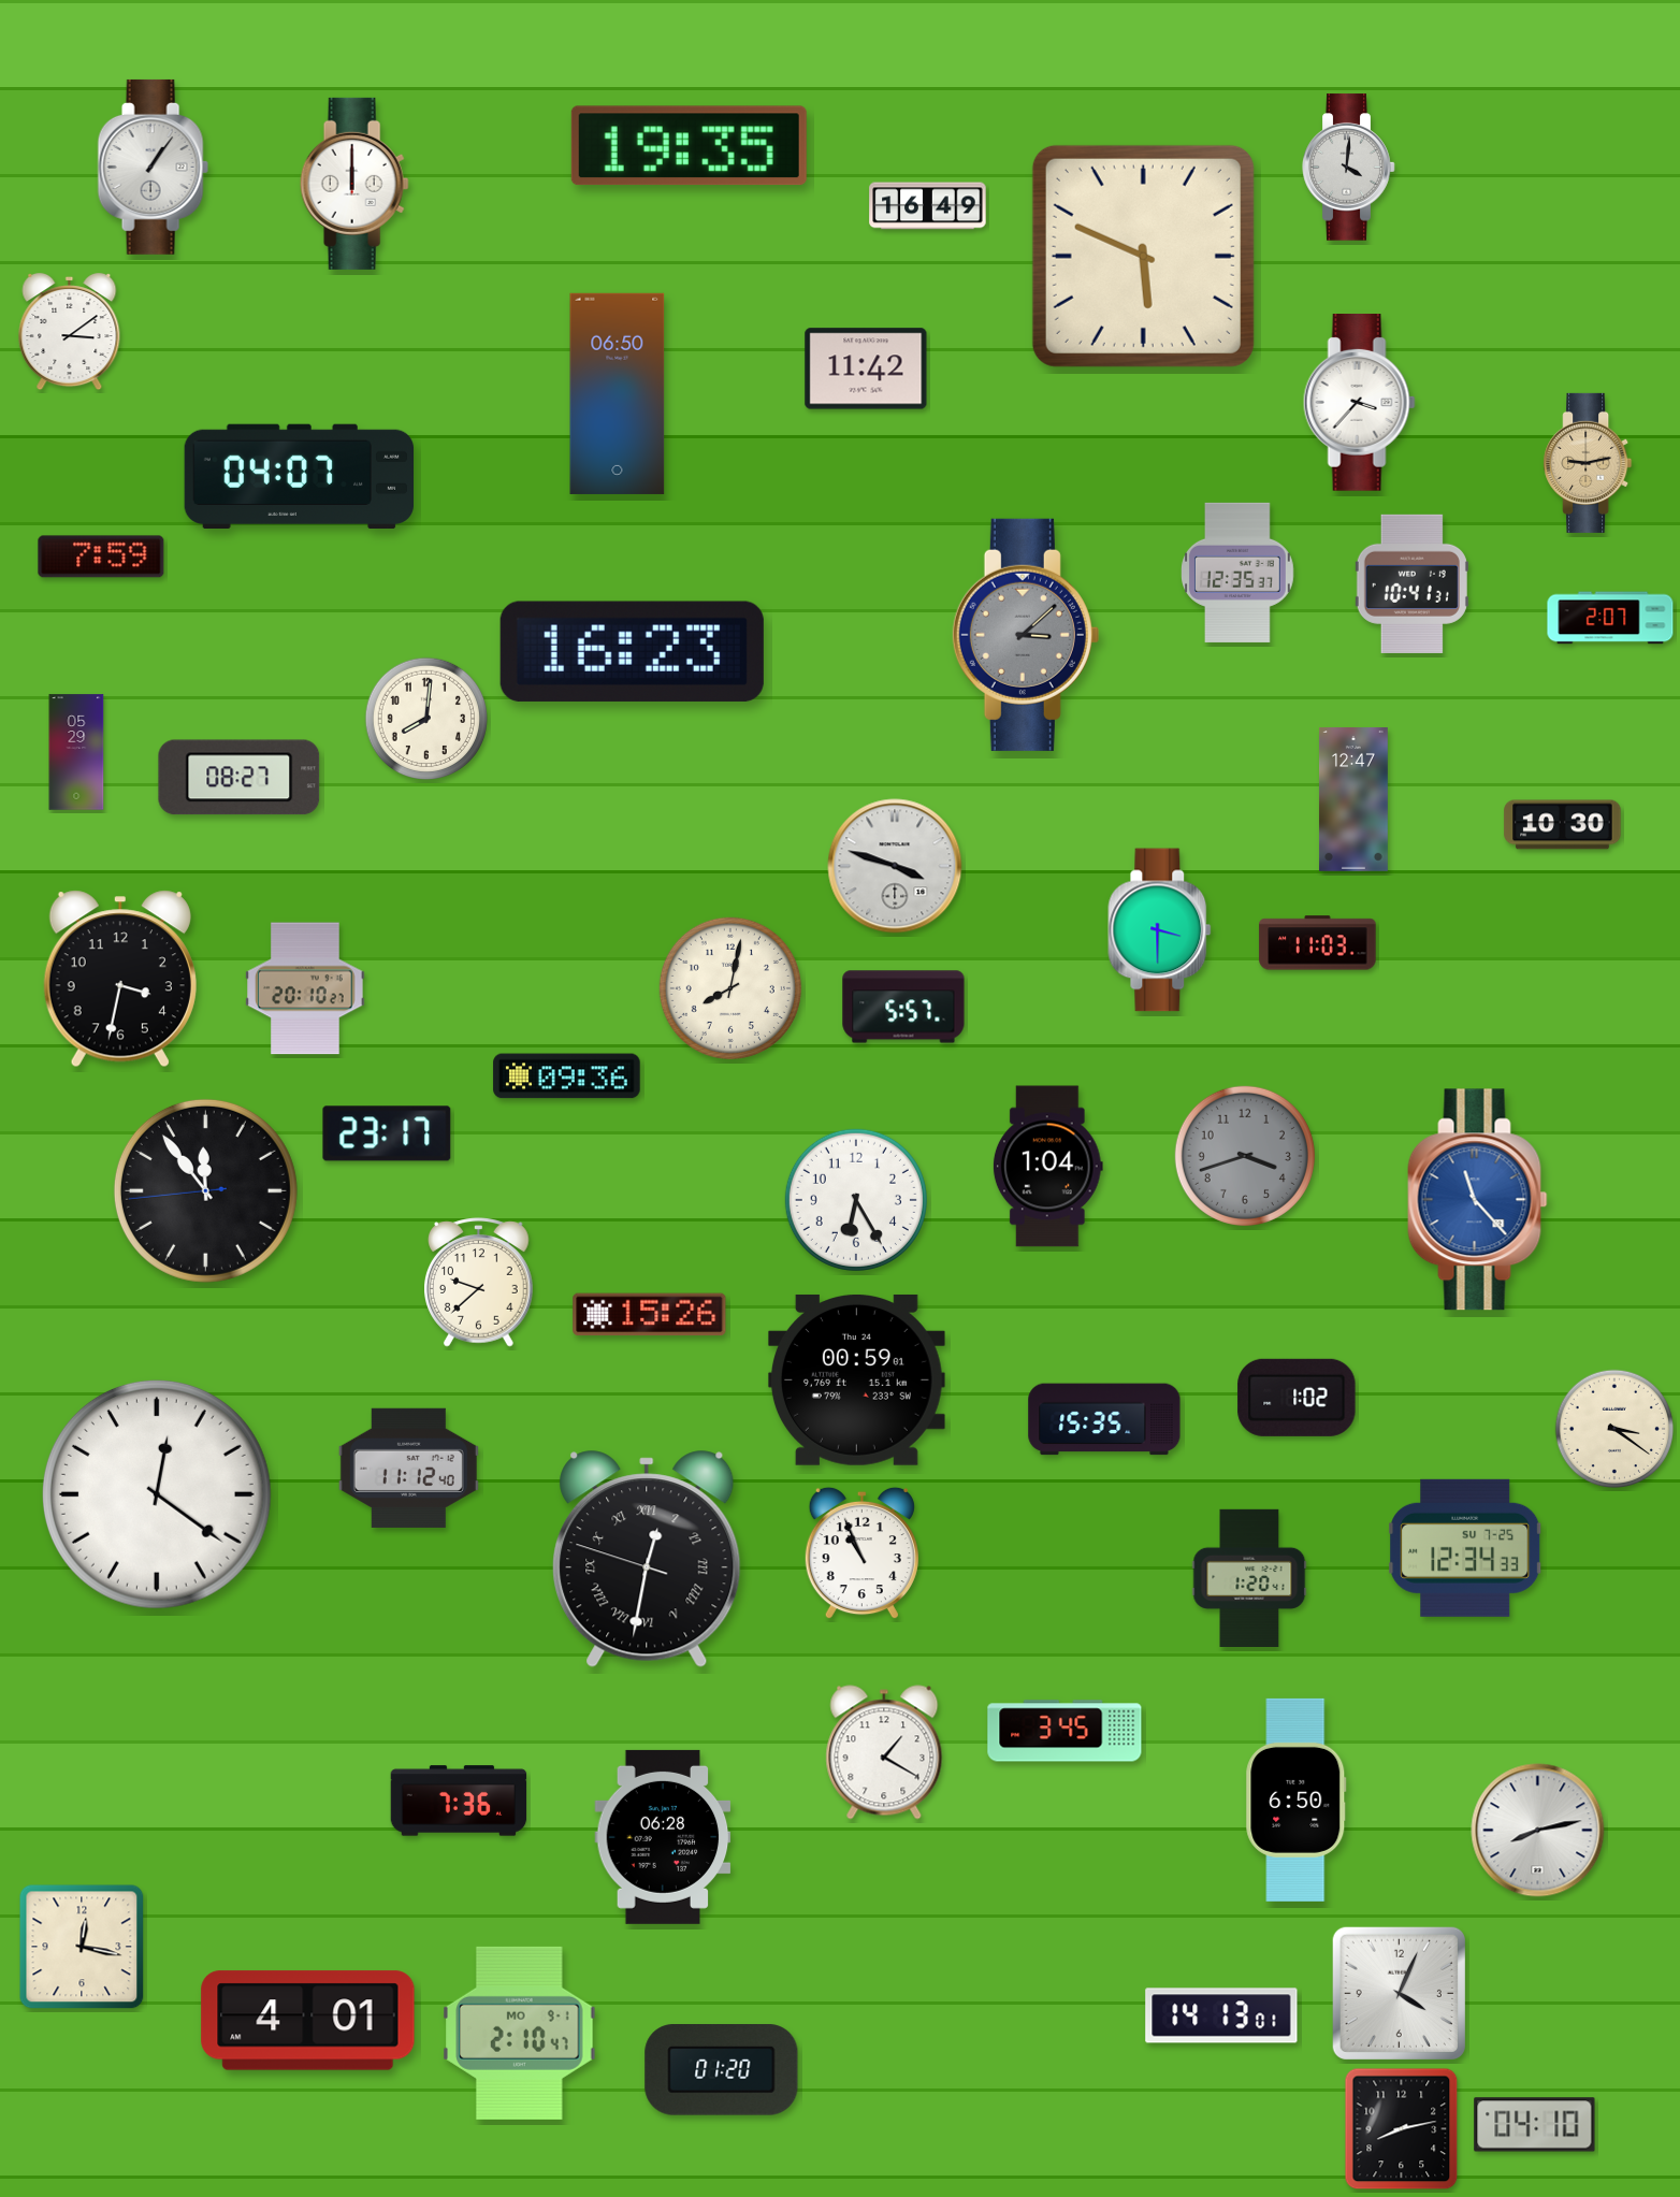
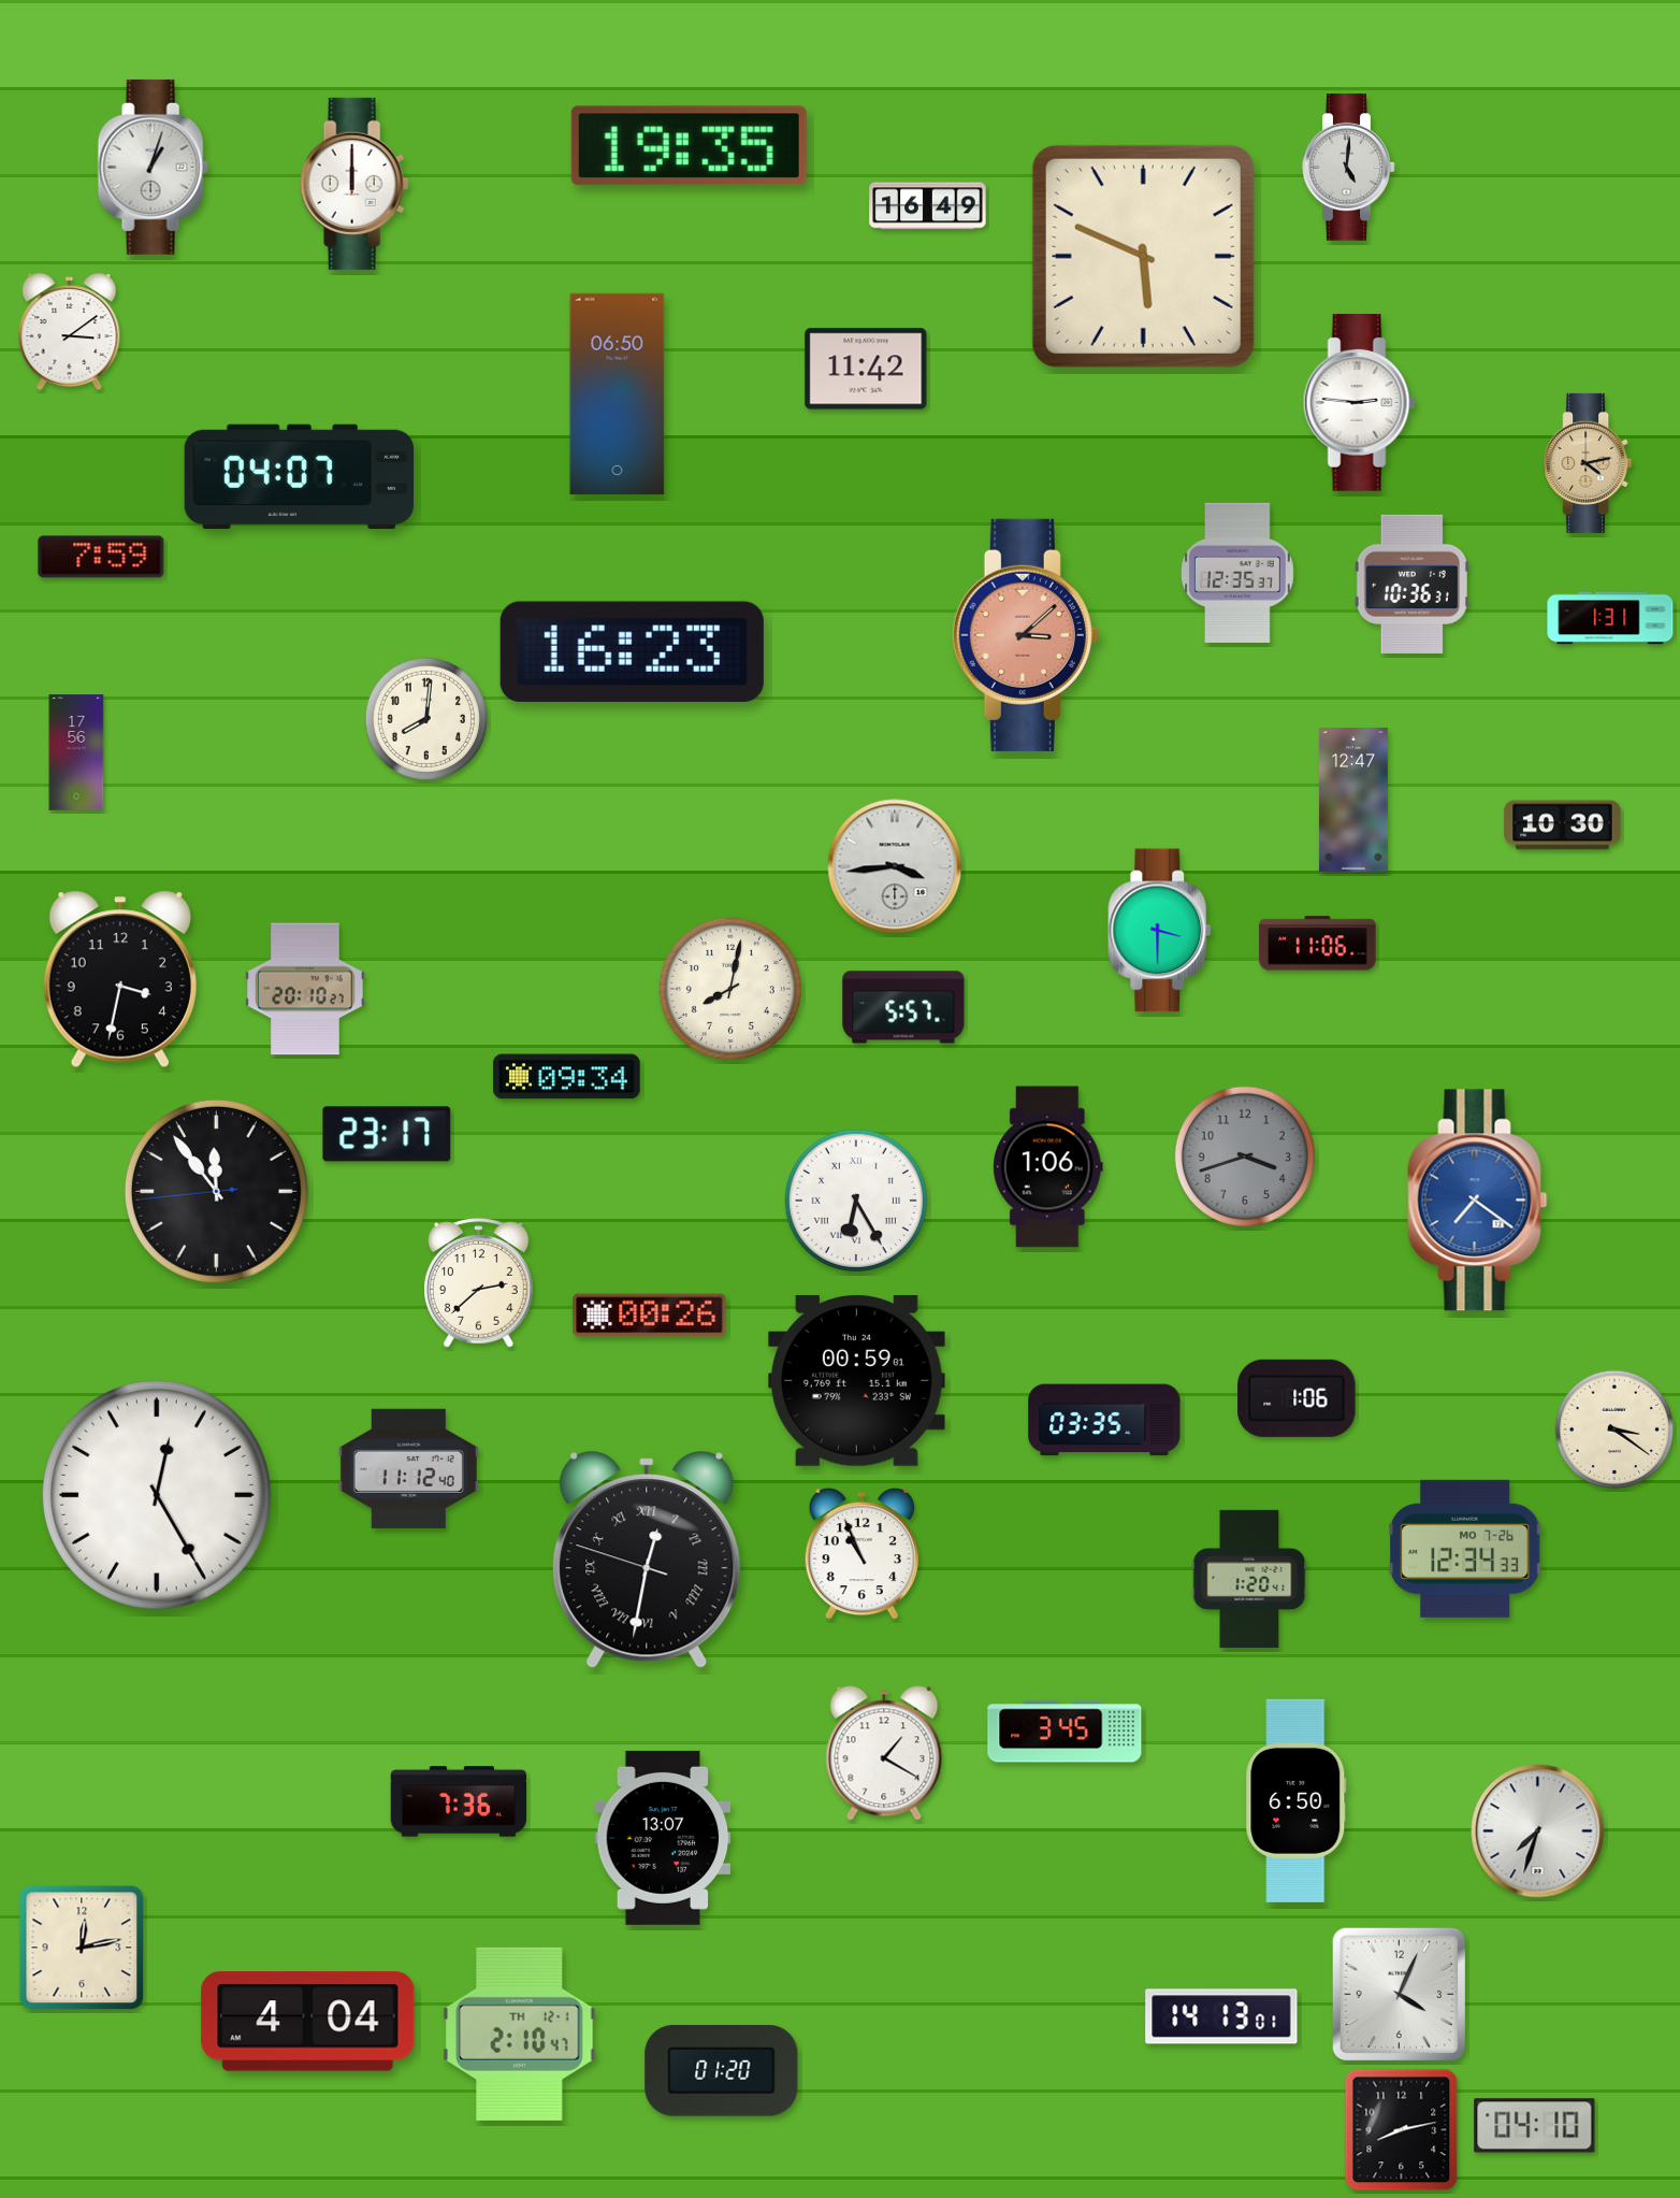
clock at (153, 167): 1:06 -> 1:03
clock at (1349, 168): 4:01 -> 5:01
clock at (1359, 403): 3:37 -> 2:46
clock at (1588, 463): 9:13 -> 4:13
clock at (1411, 583): 10:41 -> 10:36
clock at (1610, 618): 2:07 -> 1:31
clock at (1026, 635) dial: grey -> salmon
clock at (76, 752): 05:29 -> 17:56
clock at (240, 778): 08:27 -> none
clock at (895, 866): 3:48 -> 3:44
clock at (1318, 943): 11:03 -> 11:06
clock at (567, 1076): 09:36 -> 09:34
clock at (1047, 1167): 1:04 -> 1:06
clock at (205, 1190) position: (205, 1190) -> (216, 1191)
clock at (856, 1200) numerals: Arabic -> Roman
clock at (1478, 1200): 11:23 -> 7:21
clock at (479, 1283): 9:38 -> 2:38
clock at (650, 1315): 15:26 -> 00:26
clock at (1297, 1398): 1:02 -> 1:06
clock at (1104, 1419): 15:35 -> 03:35
clock at (157, 1494): 12:21 -> 12:25
clock at (1466, 1548) date: SU 7-25 -> MO 7-26
clock at (1538, 1831): 8:13 -> 7:33
clock at (663, 1837): 06:28 -> 13:07
clock at (82, 1947): 12:17 -> 12:13
clock at (308, 2021): 4:01 -> 4:04
clock at (520, 2033) date: MO 9-1 -> TH 12-1
